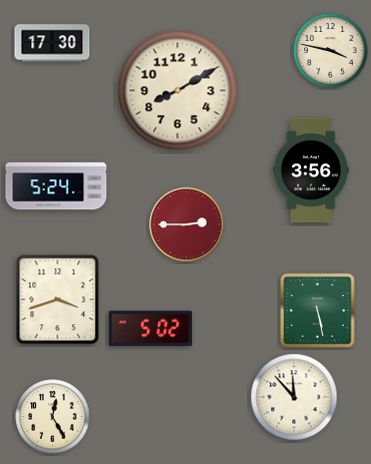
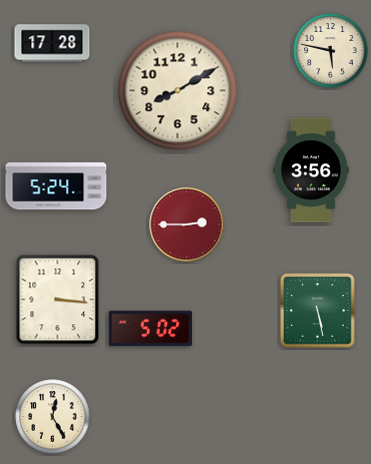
clock at (52, 43): 17:30 -> 17:28
clock at (331, 51): 3:47 -> 5:47
clock at (58, 300): 3:42 -> 3:16
clock at (294, 397): 11:53 -> none
